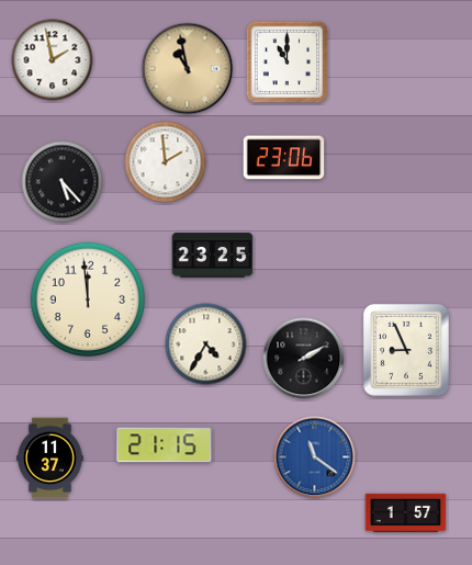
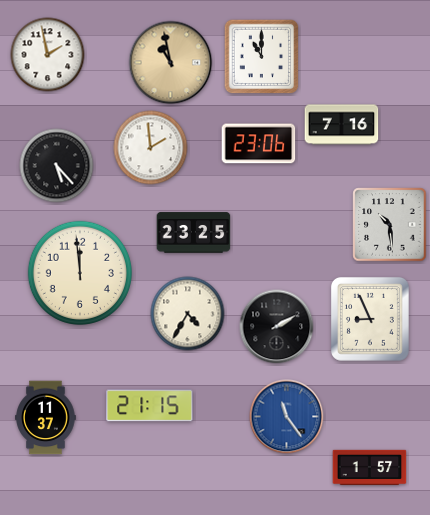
clock at (342, 125): none -> 7:16
clock at (390, 225): none -> 10:29
clock at (315, 457): 11:21 -> 11:24
